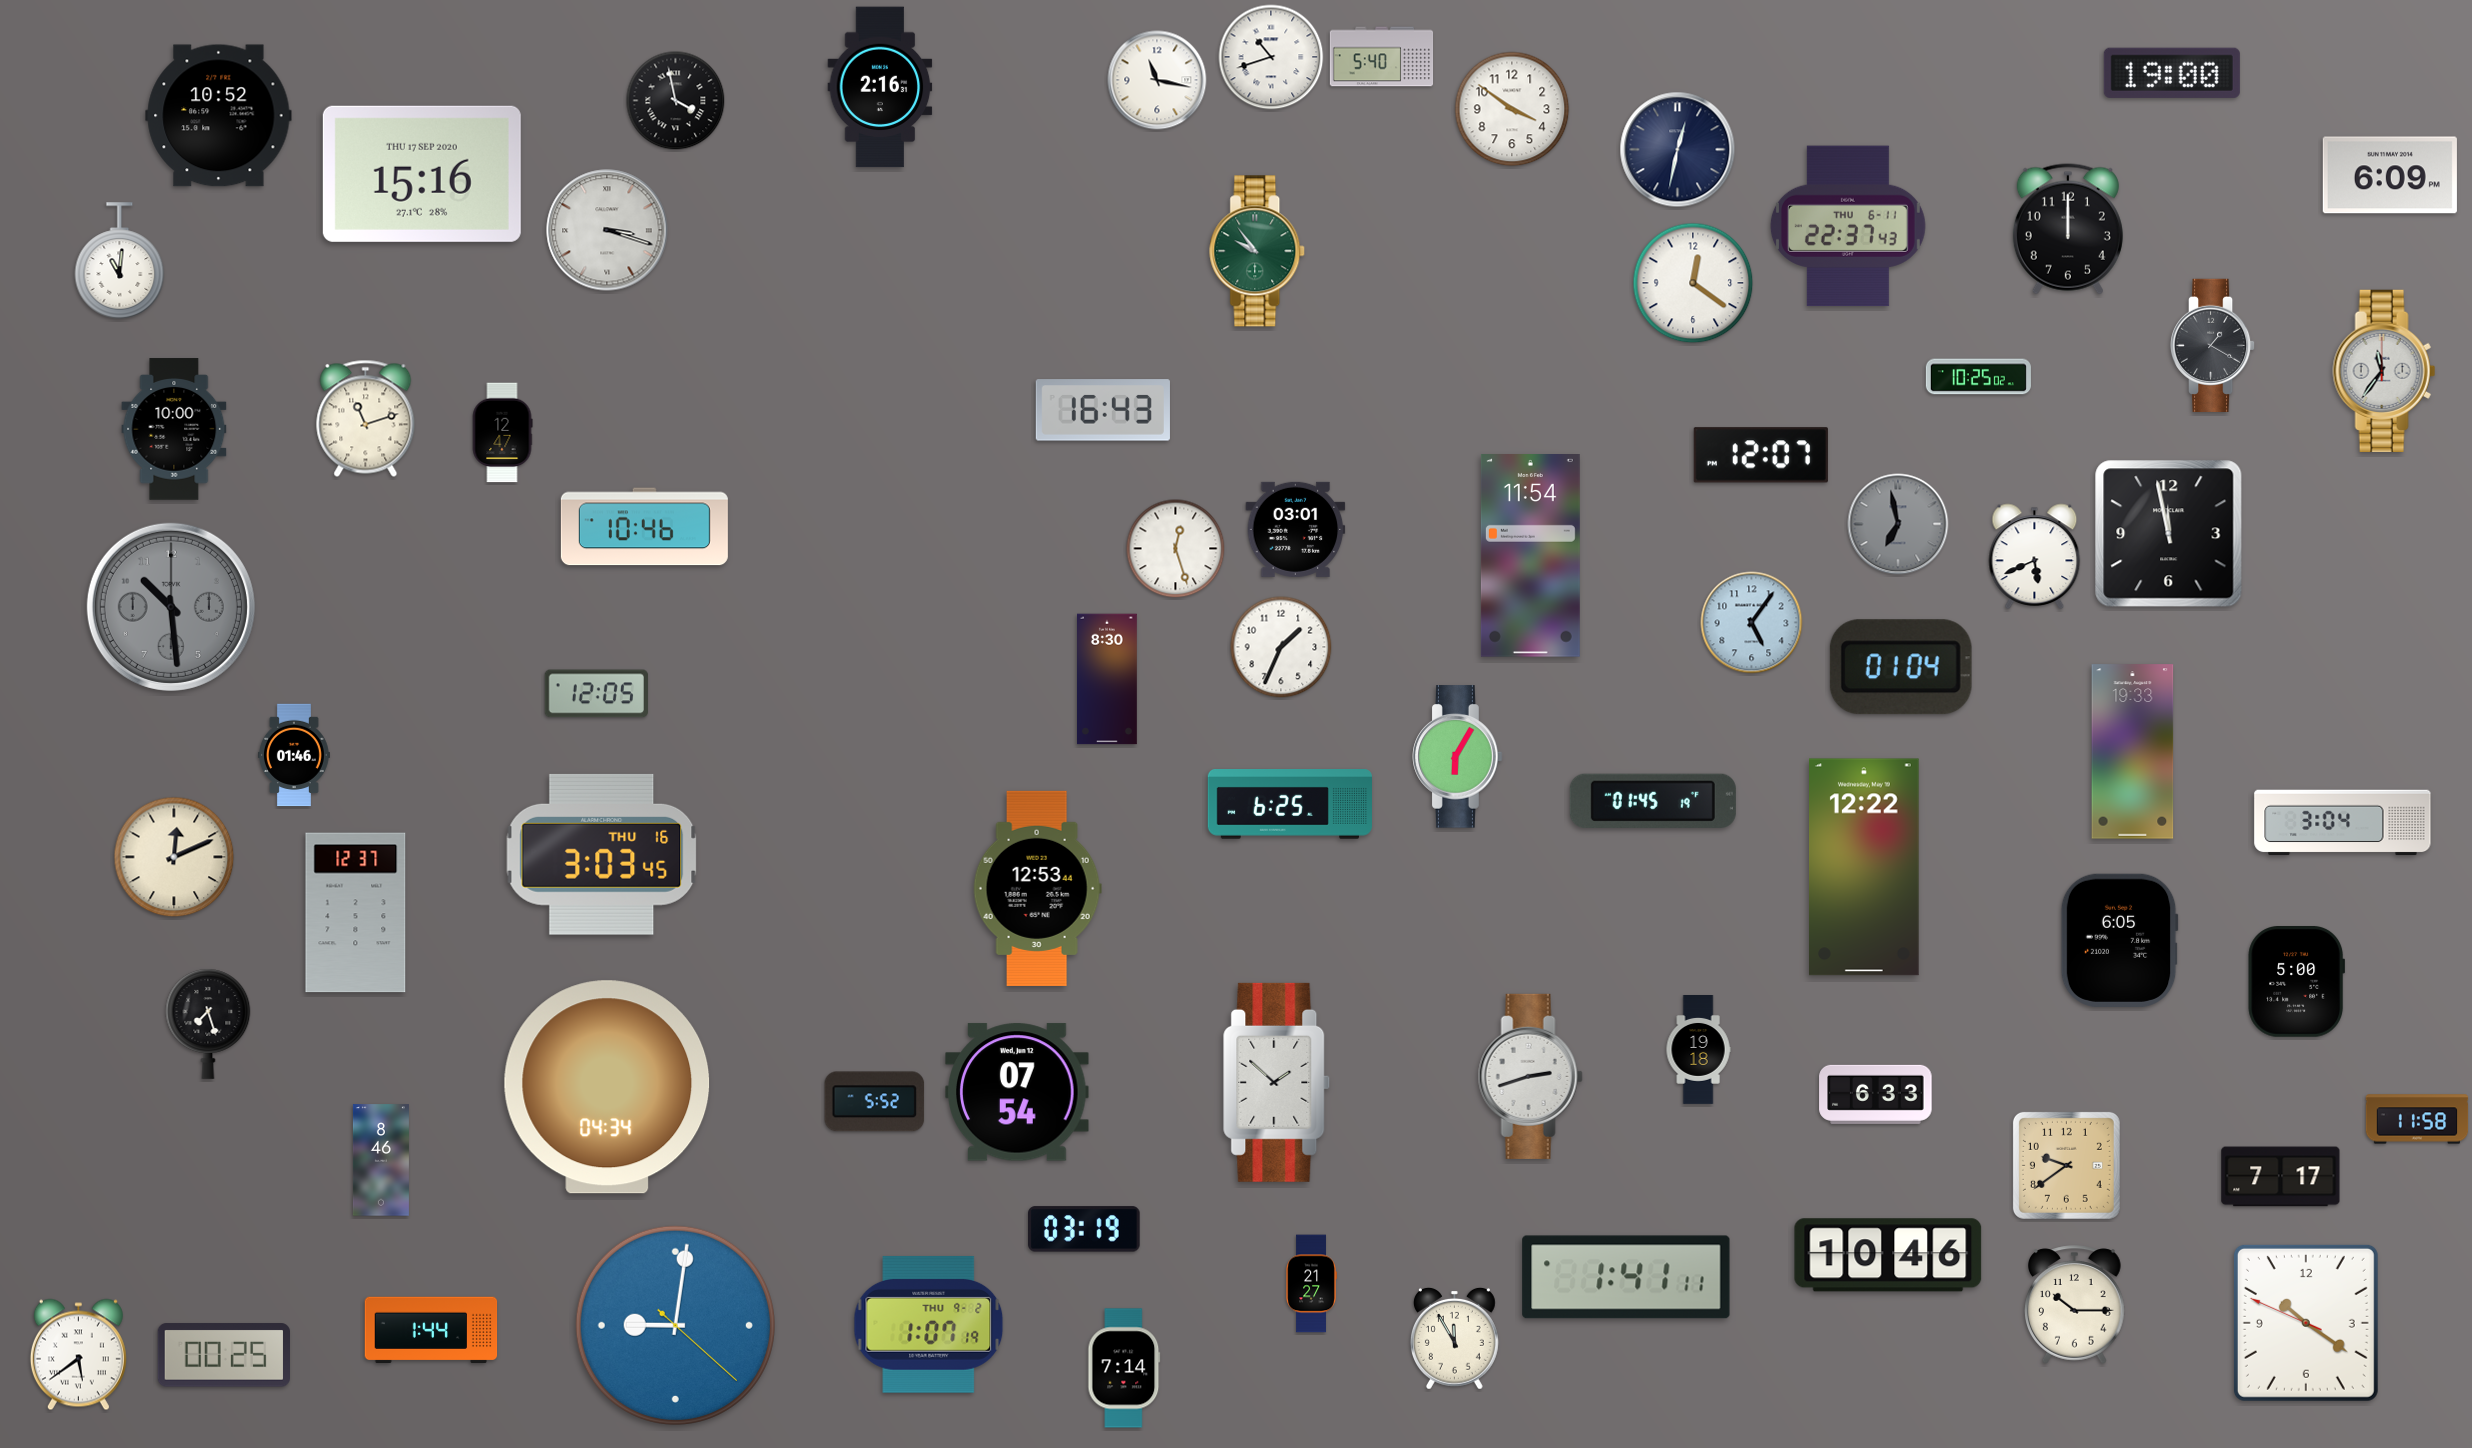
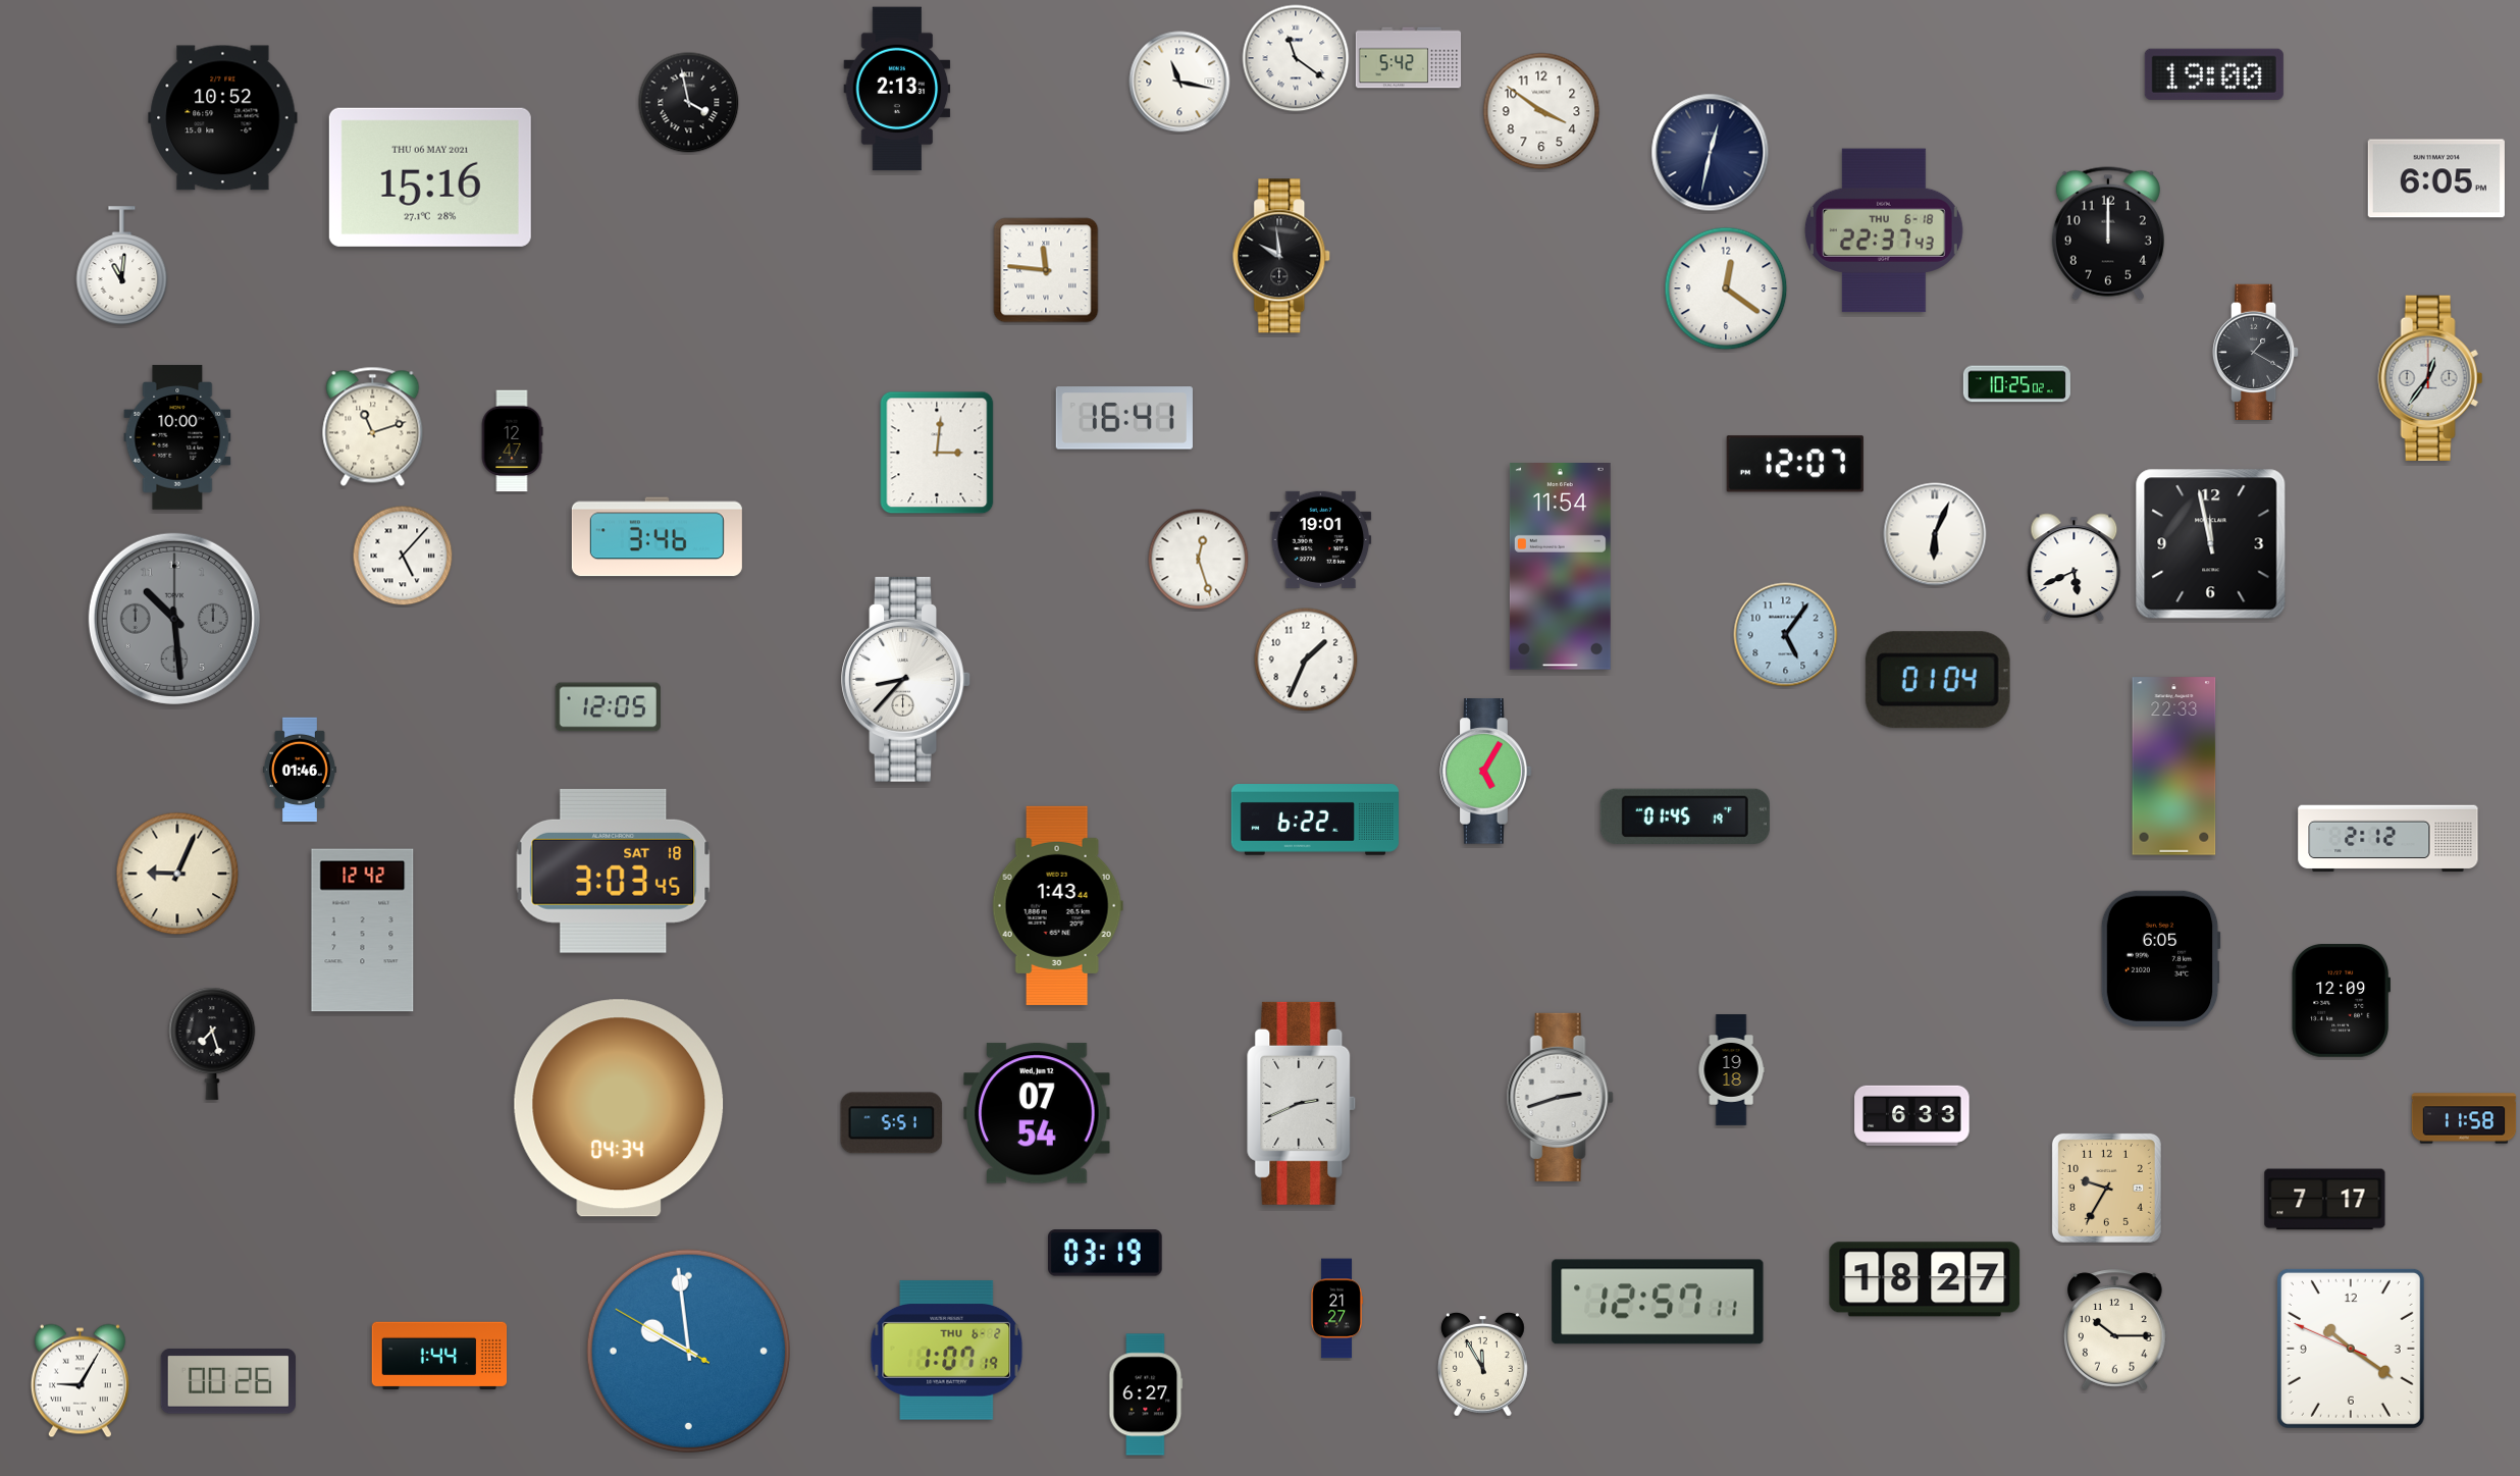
clock at (1271, 57): 10:42 -> 11:21
clock at (1382, 57): 5:40 -> 5:42
clock at (880, 87): 2:16 -> 2:13
clock at (422, 174) date: THU 17 SEP 2020 -> THU 06 MAY 2021
clock at (2390, 175): 6:09 -> 6:05
clock at (1848, 226) date: THU 6-11 -> THU 6-18
clock at (607, 230): 3:18 -> none
clock at (1258, 251): 9:54 -> 9:59
clock at (1258, 251) dial: green -> black
clock at (1046, 270): none -> 11:46
clock at (2384, 370): 11:36 -> 12:36
clock at (1103, 410): 16:43 -> 16:41
clock at (937, 453): none -> 3:01
clock at (1898, 524): 6:58 -> 6:04
clock at (1898, 524) dial: grey -> white
clock at (644, 527): 10:46 -> 3:46
clock at (1296, 529): 03:01 -> 19:01
clock at (403, 556): none -> 5:07
clock at (905, 679): none -> 8:37
clock at (1108, 679): 8:30 -> none
clock at (2133, 752): 19:33 -> 22:33
clock at (1458, 757): 6:05 -> 5:05
clock at (1290, 804): 6:25 -> 6:22
clock at (2343, 823): 3:04 -> 2:12
clock at (602, 854) date: THU 16 -> SAT 18
clock at (174, 857): 12:11 -> 9:04
clock at (1865, 867): 12:22 -> none
clock at (1037, 888): 12:53 -> 1:43
clock at (356, 913): 12:37 -> 12:42
clock at (2296, 982): 5:00 -> 12:09
clock at (1277, 1082): 1:52 -> 2:41
clock at (875, 1102): 5:52 -> 5:51
clock at (2417, 1119) position: (2417, 1119) -> (2464, 1118)
clock at (381, 1160): 8:46 -> none
clock at (2066, 1165): 9:39 -> 9:35
clock at (1888, 1255): 10:46 -> 18:27
clock at (1626, 1277): 1:41 -> 12:57
clock at (929, 1324) date: THU 9-2 -> THU 6-2
clock at (675, 1325): 9:01 -> 9:58
clock at (78, 1355): 5:39 -> 9:05
clock at (223, 1355): 00:25 -> 00:26
clock at (1124, 1368): 7:14 -> 6:27
